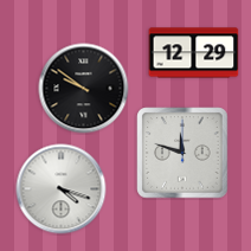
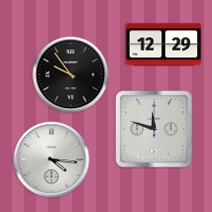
clock at (84, 89): 9:51 -> 9:54
clock at (62, 189): 4:18 -> 4:16
